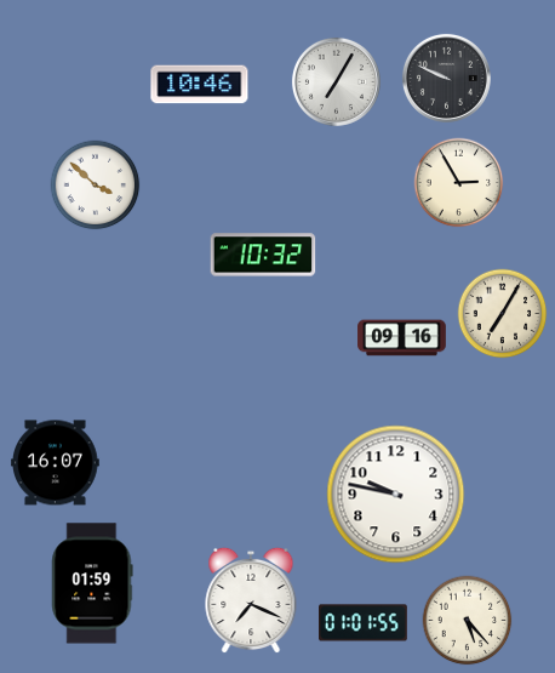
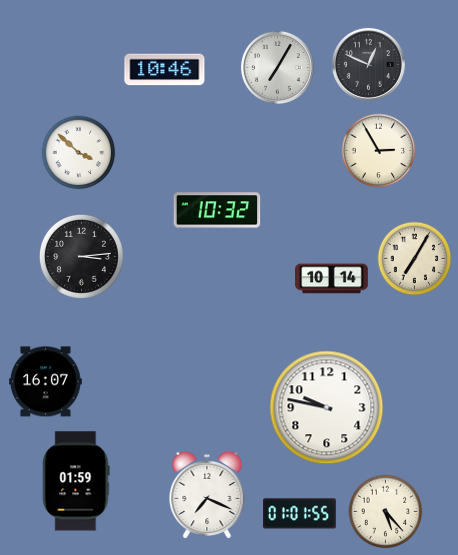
clock at (446, 78): 9:49 -> 12:49
clock at (81, 256): none -> 3:14
clock at (402, 338): 09:16 -> 10:14
